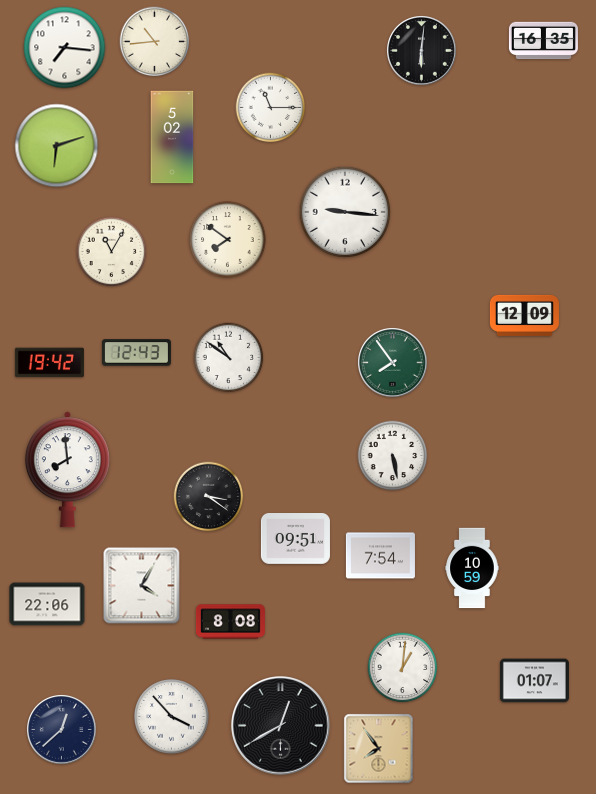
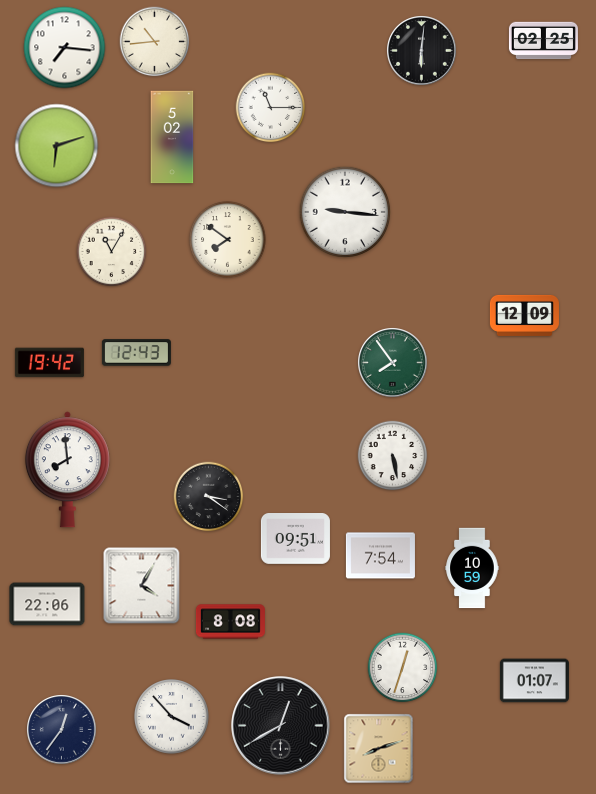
clock at (543, 41): 16:35 -> 02:25
clock at (229, 358): 10:51 -> none
clock at (403, 668): 1:01 -> 12:33
clock at (62, 730): 12:38 -> 12:36
clock at (379, 749): 7:54 -> 8:12
